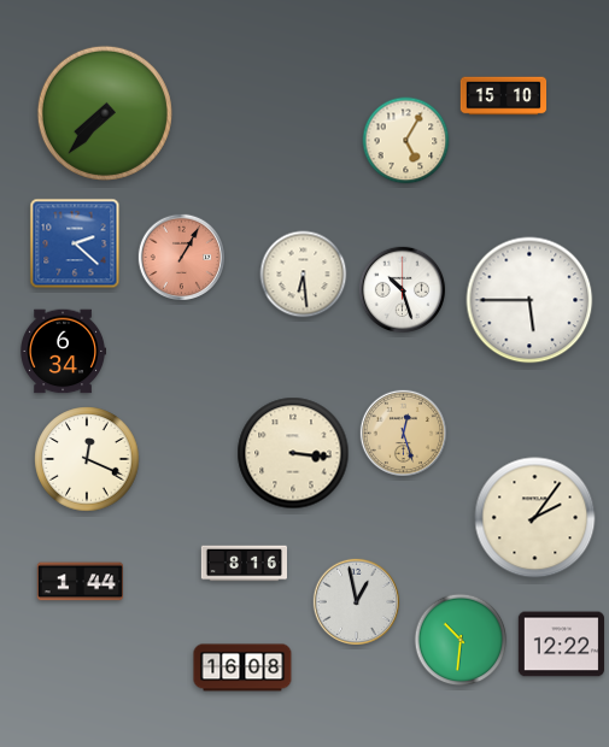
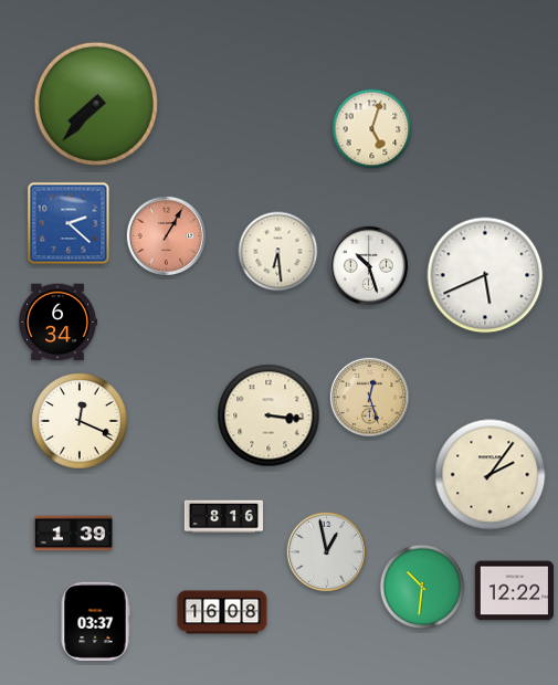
clock at (504, 96): 15:10 -> none
clock at (406, 141): 5:05 -> 5:03
clock at (529, 300): 5:45 -> 5:41
clock at (80, 582): 1:44 -> 1:39
clock at (95, 621): none -> 03:37
